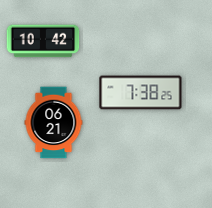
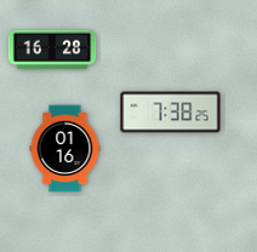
clock at (43, 41): 10:42 -> 16:28
clock at (54, 123): 06:21 -> 01:16
